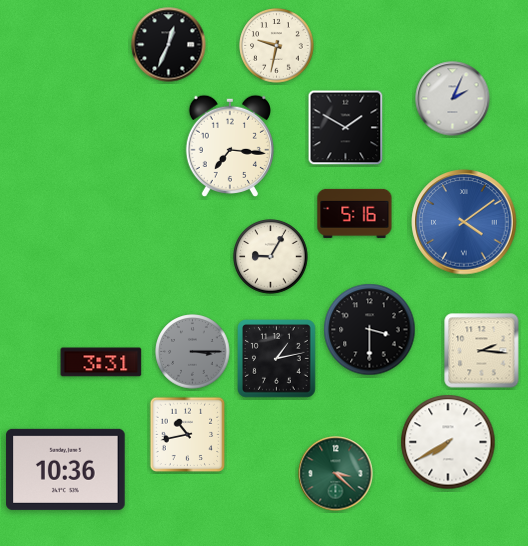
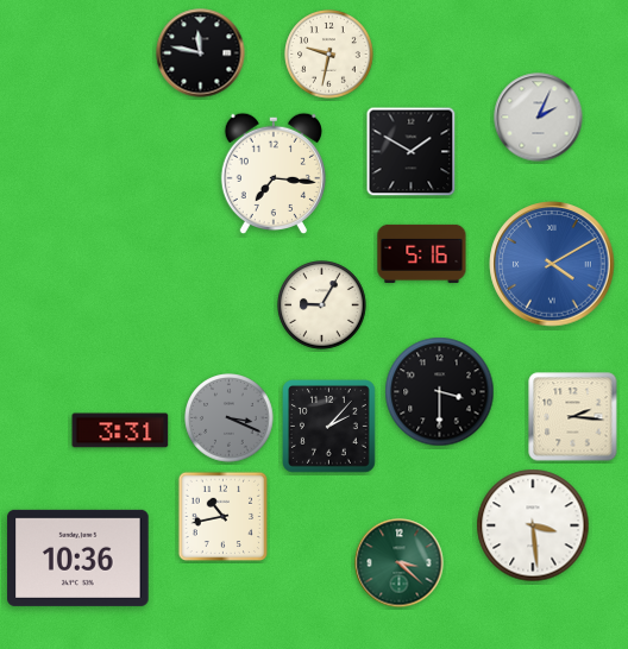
clock at (169, 45): 12:34 -> 11:47
clock at (464, 222): 4:09 -> 4:10
clock at (193, 352): 3:15 -> 3:19
clock at (277, 359): 1:13 -> 2:07
clock at (448, 442): 7:40 -> 3:29
